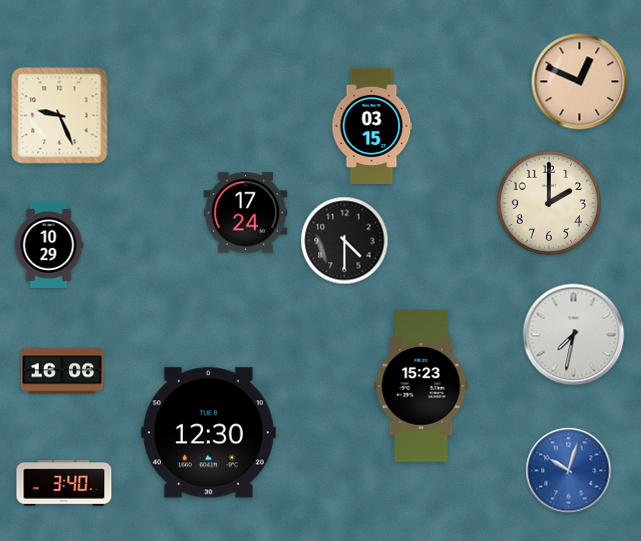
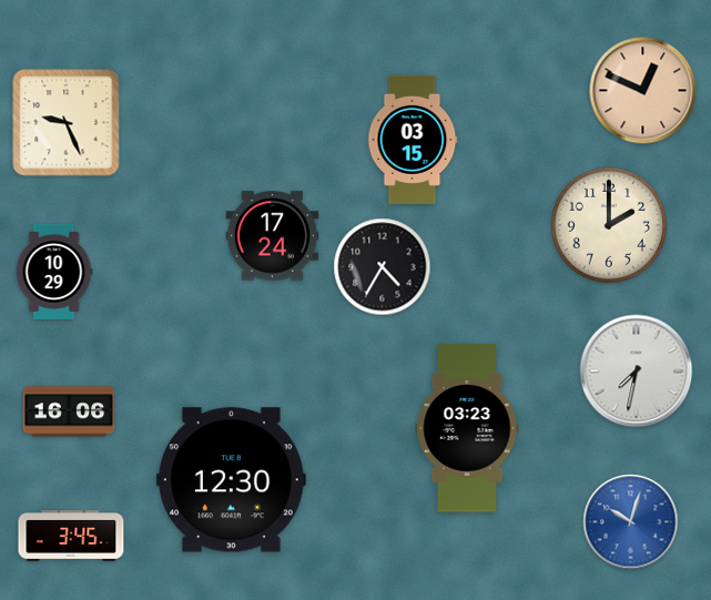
clock at (60, 116) position: (60, 116) -> (67, 123)
clock at (345, 241): 4:30 -> 4:35
clock at (421, 386): 15:23 -> 03:23
clock at (64, 484): 3:40 -> 3:45
